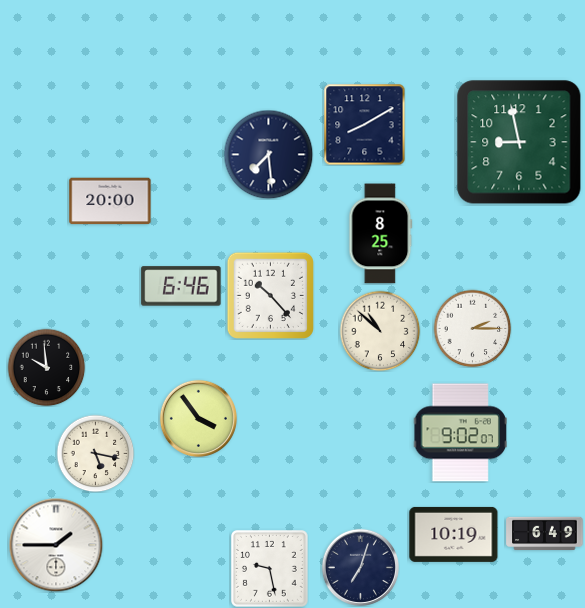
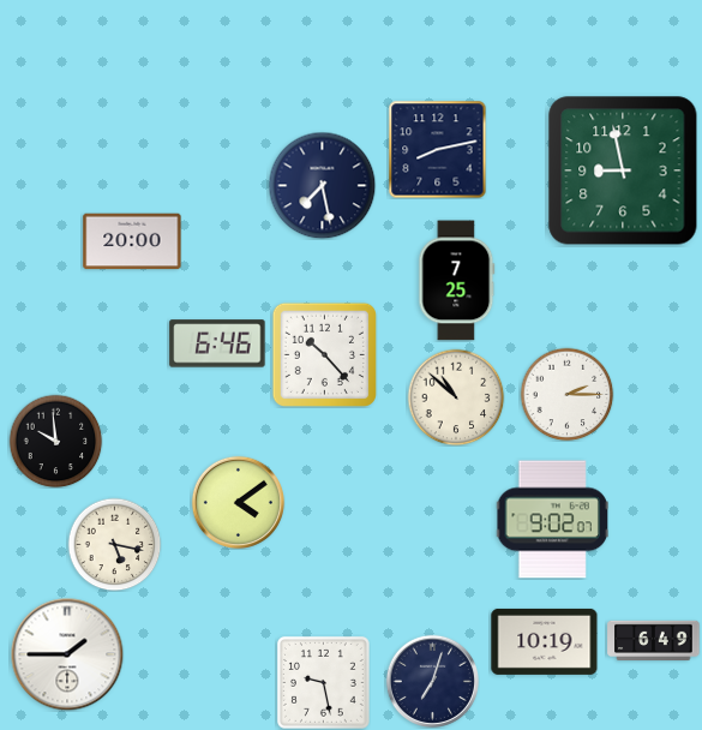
clock at (364, 124): 8:10 -> 8:13
clock at (268, 154): 7:29 -> 7:28
clock at (381, 234): 8:25 -> 7:25
clock at (198, 418): 3:54 -> 4:09
